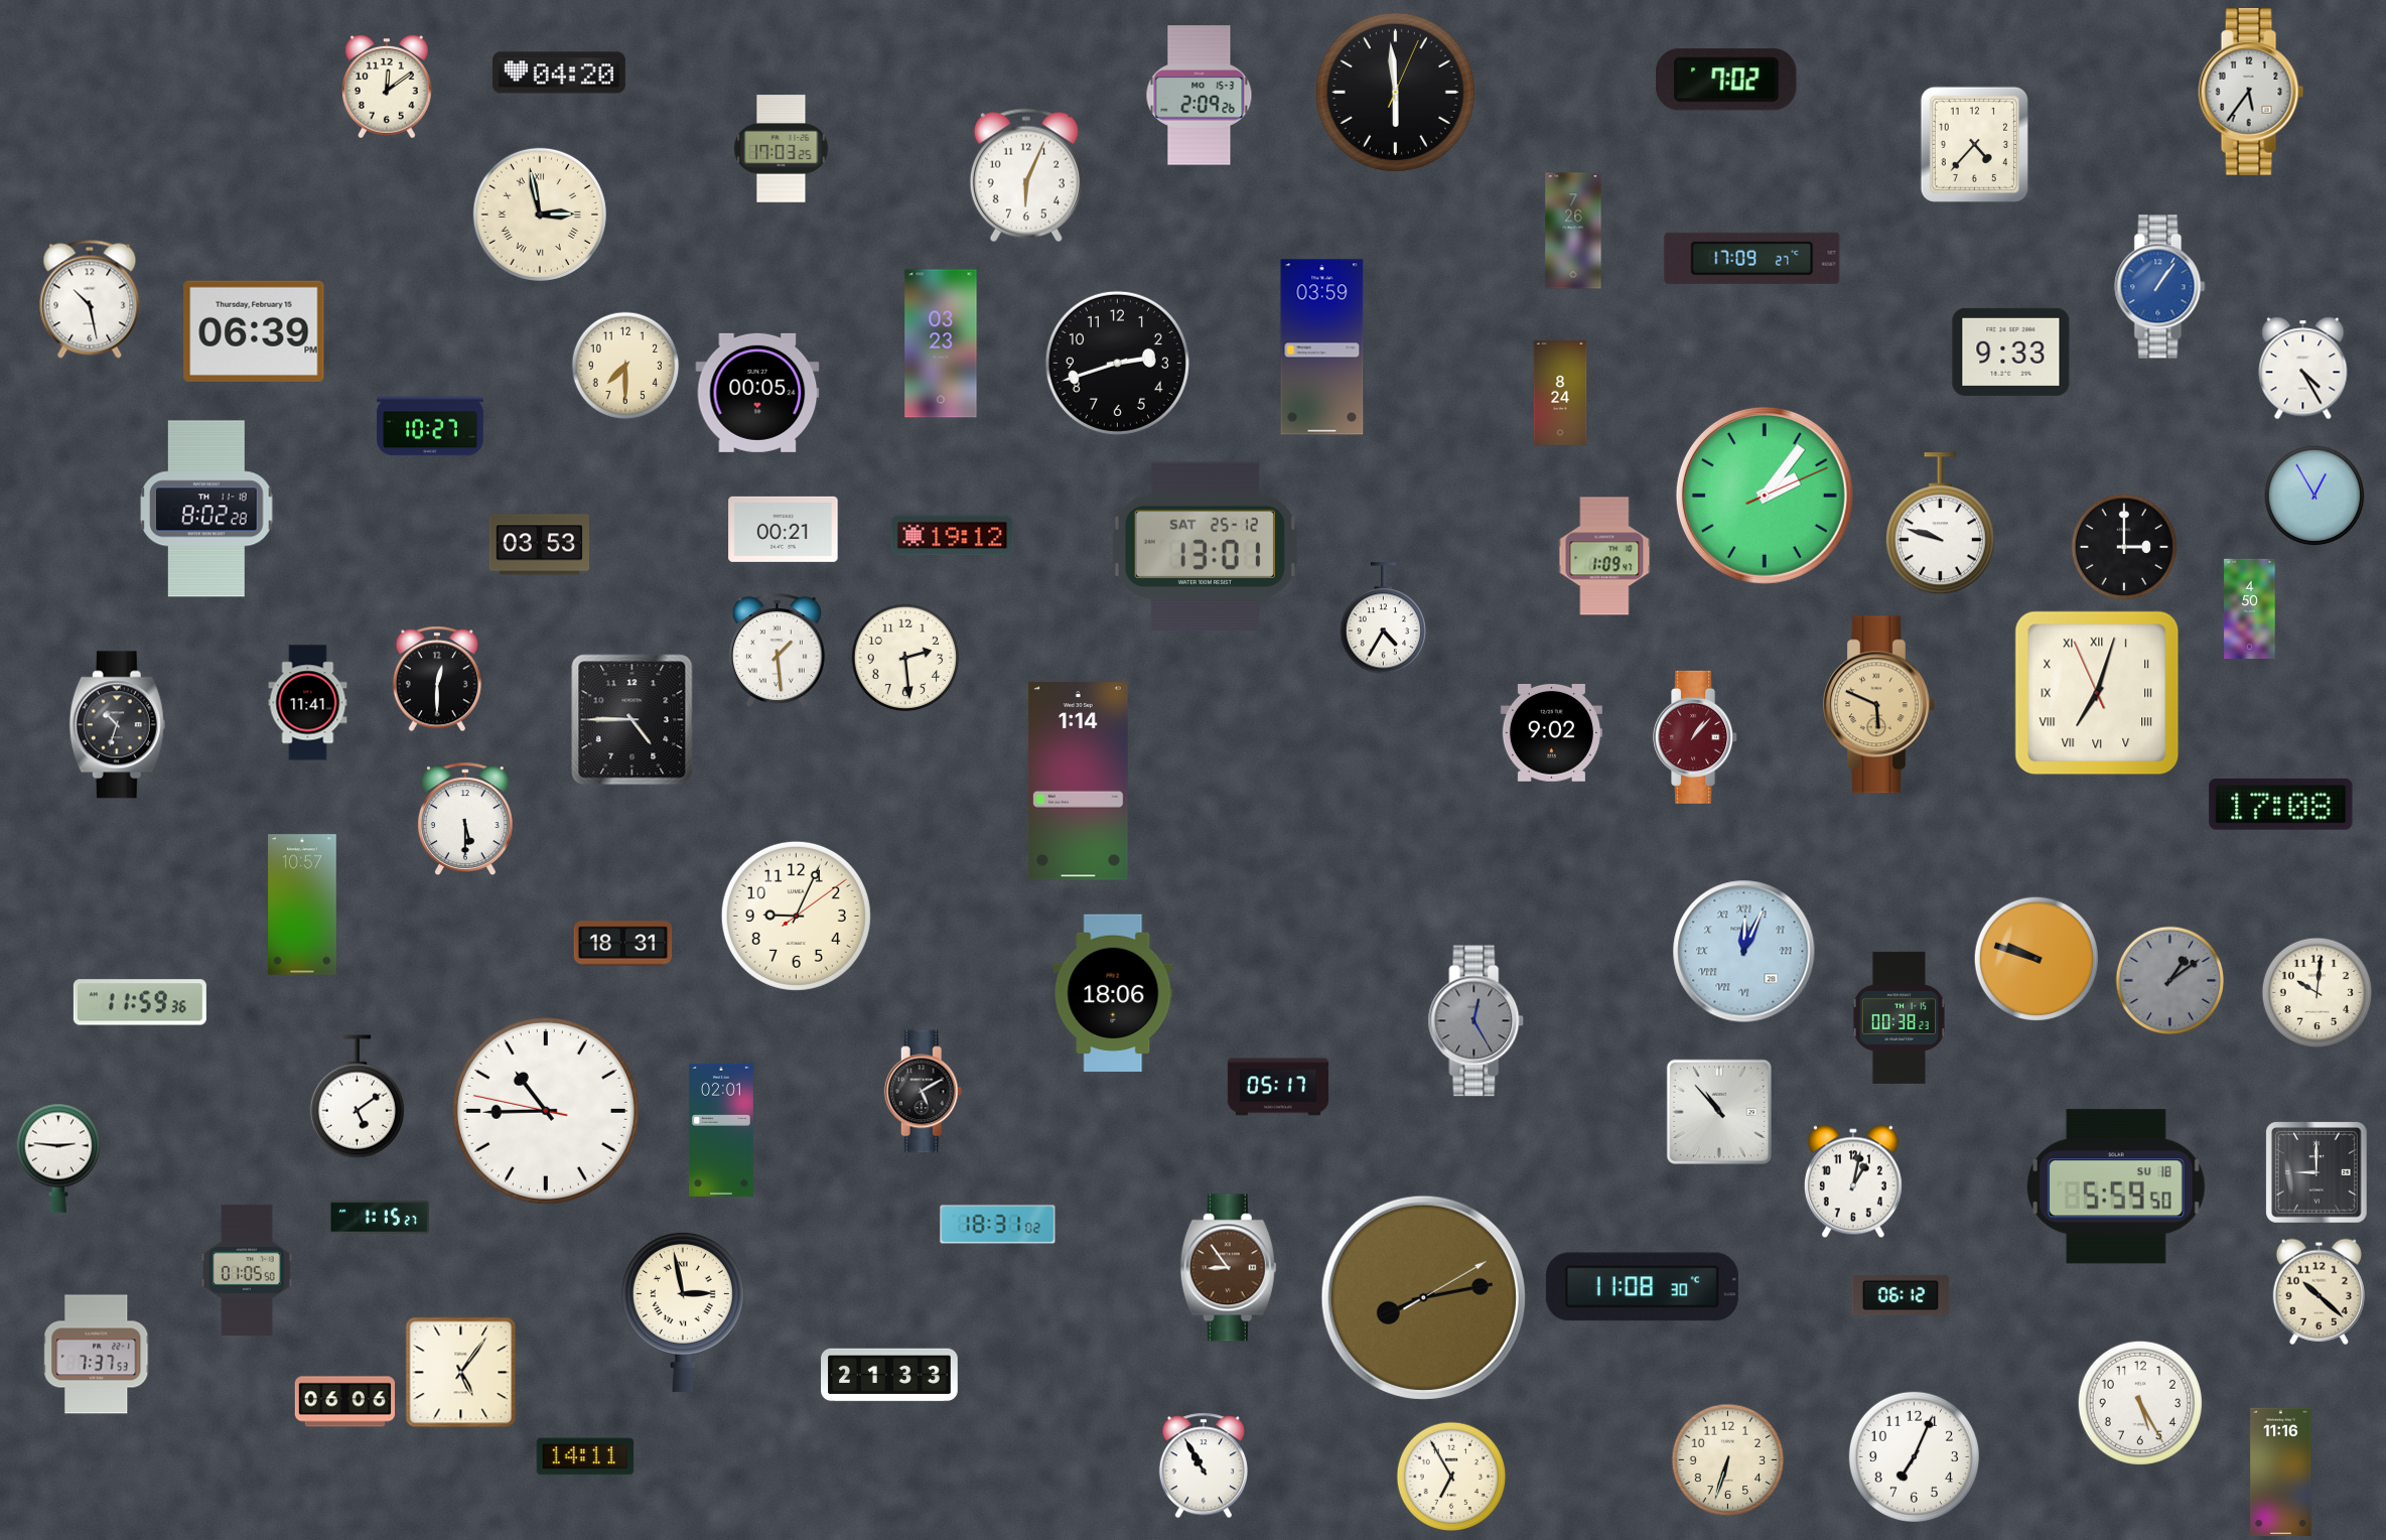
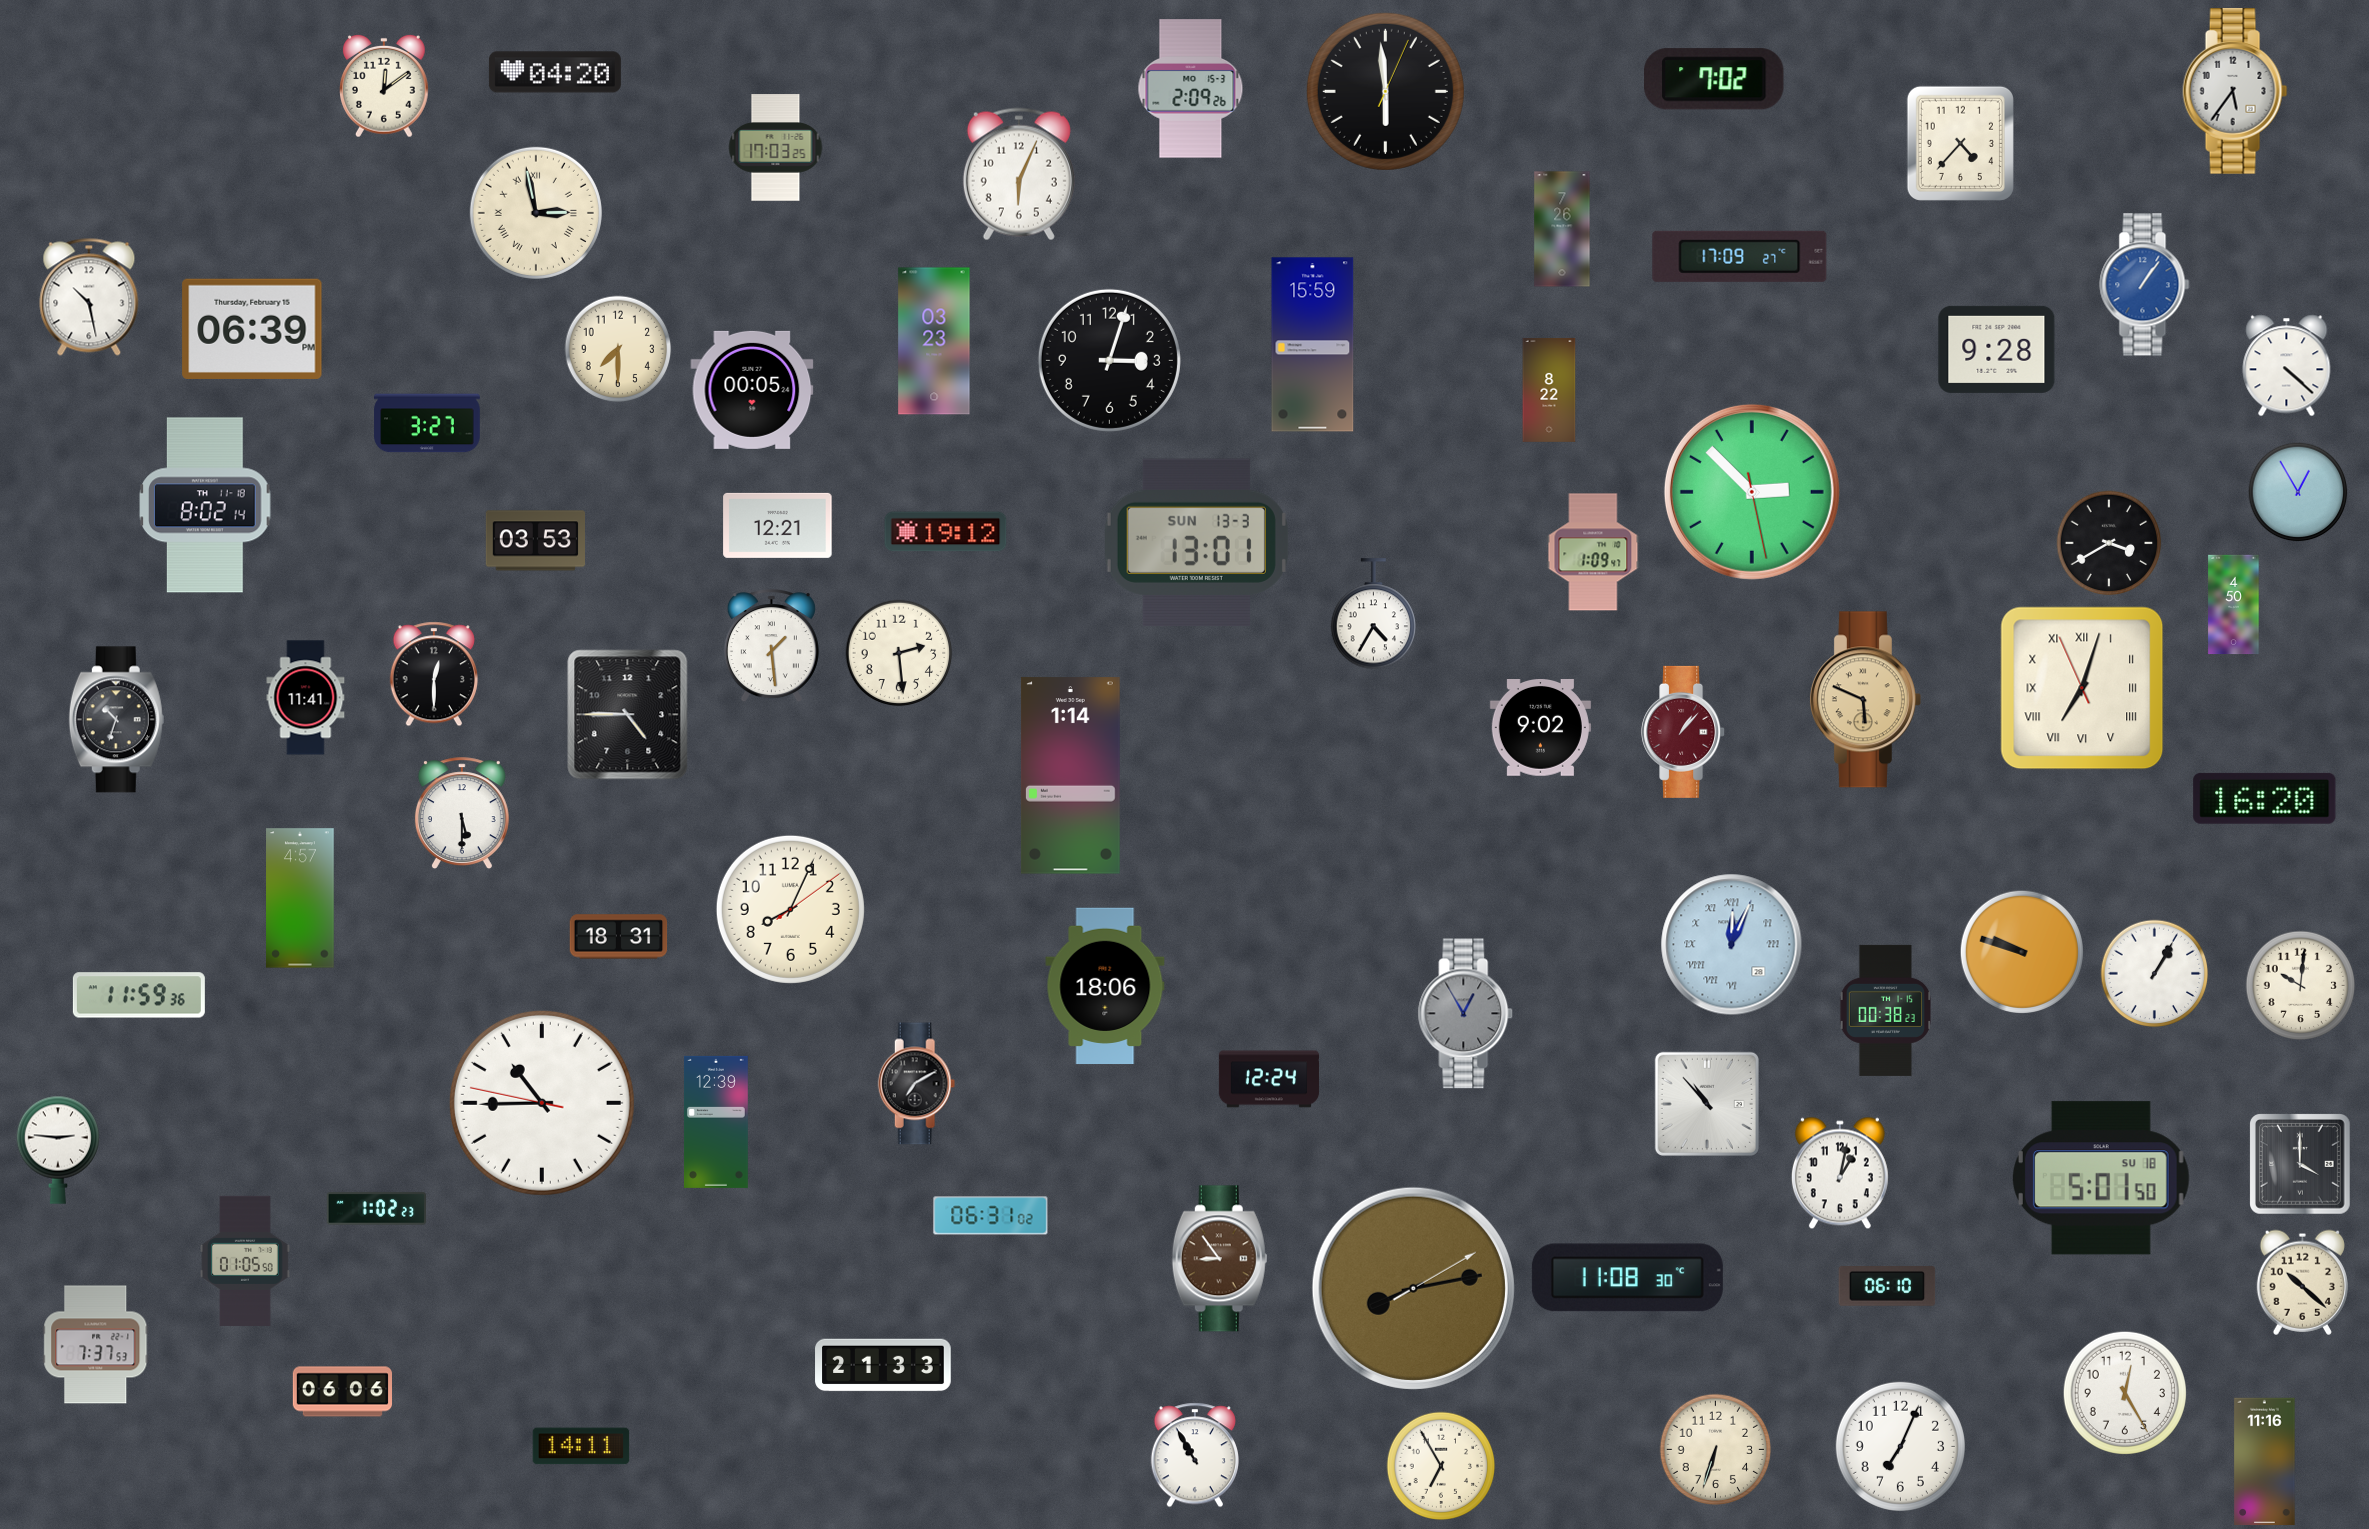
clock at (1200, 96) position: (1200, 96) -> (1191, 89)
clock at (1322, 347): 03:59 -> 15:59
clock at (2011, 352): 9:33 -> 9:28
clock at (1117, 363): 2:42 -> 3:03
clock at (625, 366) position: (625, 366) -> (618, 349)
clock at (2303, 369): 4:25 -> 4:22
clock at (1560, 393): 8:24 -> 8:22
clock at (430, 426): 10:27 -> 3:27
clock at (1765, 496): 2:06 -> 2:52
clock at (206, 509): 8:02:28 -> 8:02:14
clock at (1940, 524): 9:48 -> none
clock at (784, 529): 00:21 -> 12:21
clock at (1205, 546) date: SAT 25-12 -> SUN 13-3
clock at (2124, 547): 3:00 -> 3:40
clock at (2281, 804): 17:08 -> 16:20
clock at (302, 904): 10:57 -> 4:57
clock at (796, 916): 9:04 -> 8:04
clock at (2170, 981): 1:09 -> 1:05
clock at (2170, 981) dial: grey -> white
clock at (1477, 1021): 12:25 -> 12:55
clock at (1278, 1087): 05:17 -> 12:24
clock at (924, 1092): 5:10 -> 7:10
clock at (357, 1097): 5:09 -> none
clock at (721, 1130): 02:01 -> 12:39
clock at (2318, 1173): 9:00 -> 4:00
clock at (2116, 1186): 5:59 -> 5:01
clock at (379, 1218): 1:15 -> 1:02
clock at (998, 1225): 18:31 -> 06:31
clock at (1642, 1287) position: (1642, 1287) -> (1627, 1278)
clock at (1901, 1296): 06:12 -> 06:10
clock at (683, 1311): 2:58 -> none
clock at (461, 1373): 5:06 -> none
clock at (2139, 1402): 5:25 -> 12:25
